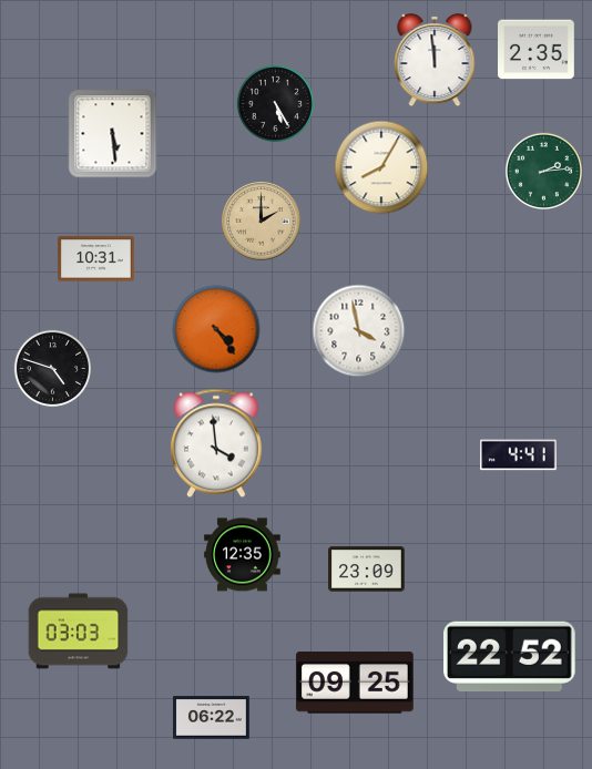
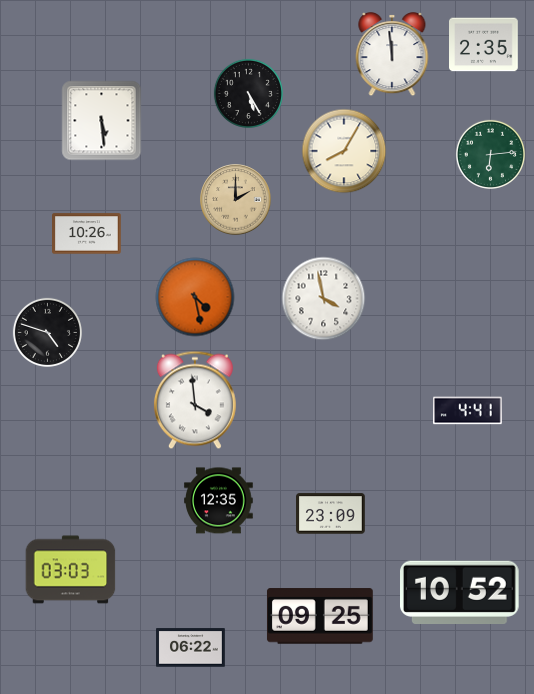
clock at (543, 171): 2:14 -> 6:14
clock at (96, 259): 10:31 -> 10:26
clock at (216, 329): 4:24 -> 4:28
clock at (510, 656): 22:52 -> 10:52
